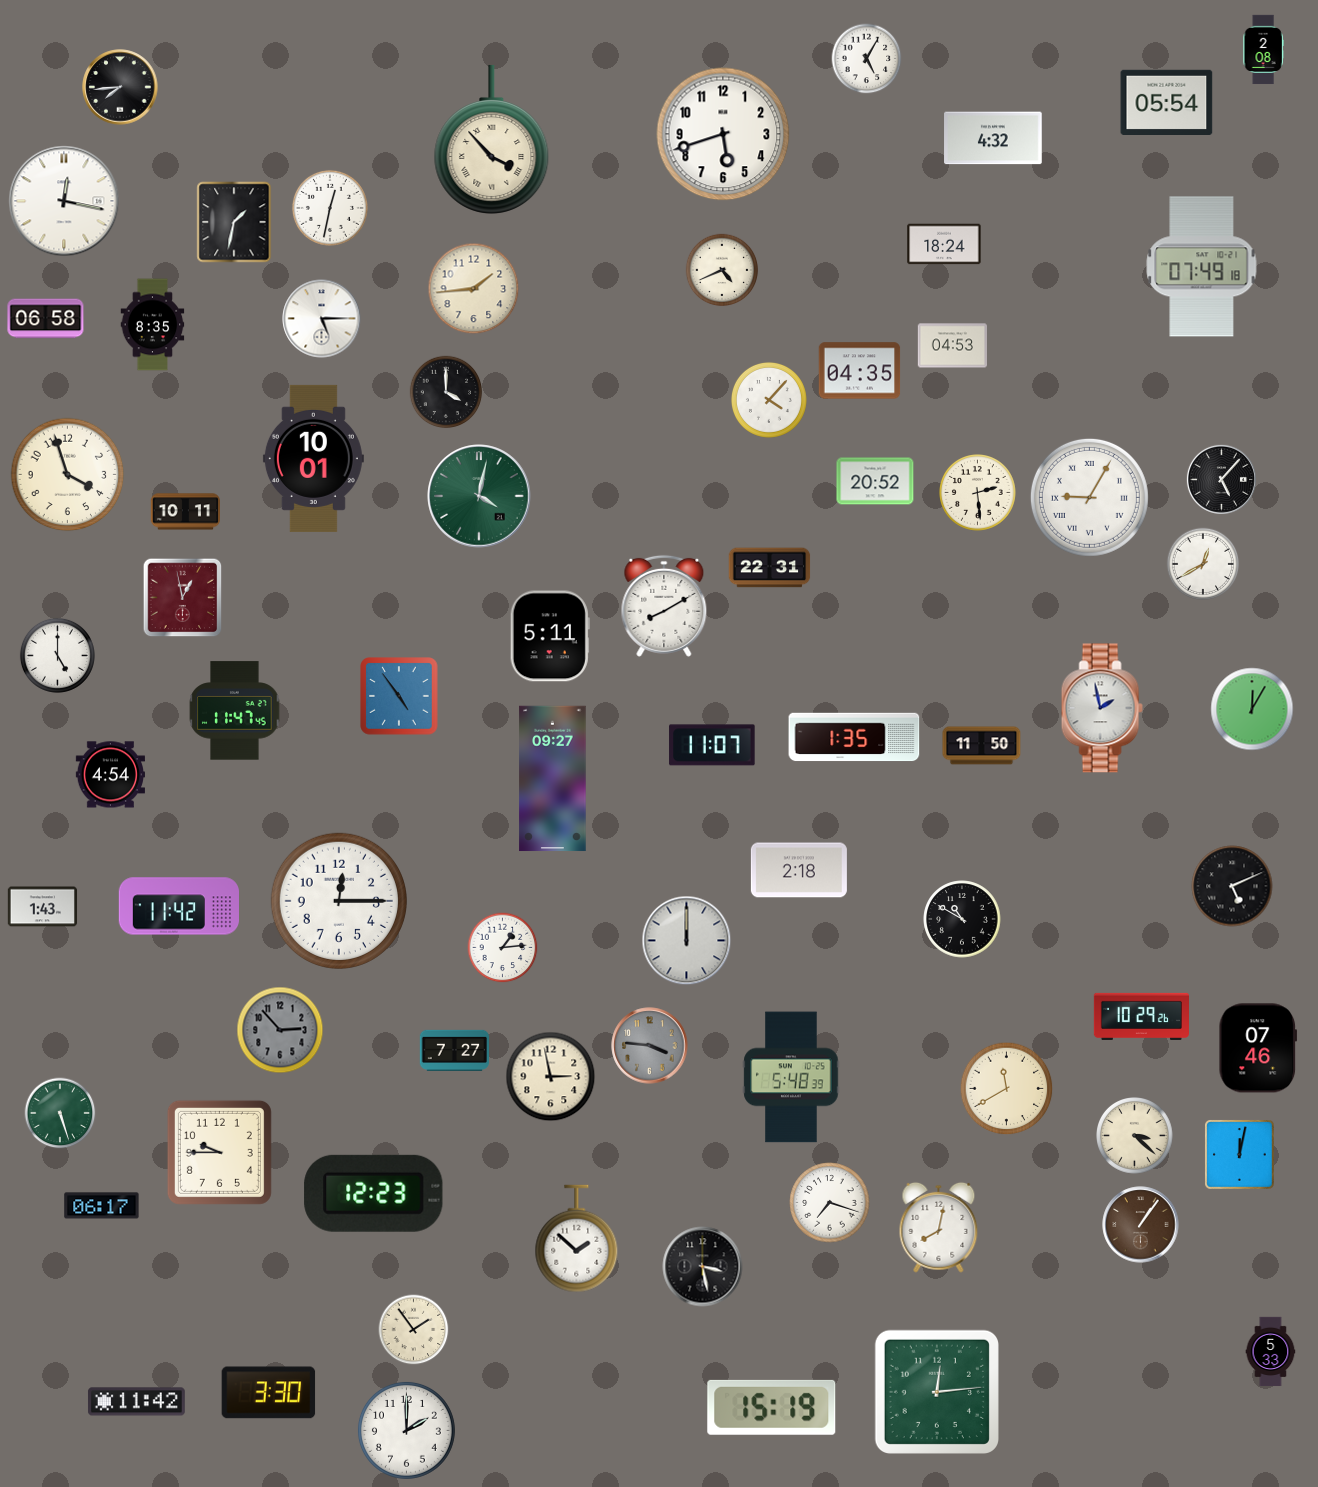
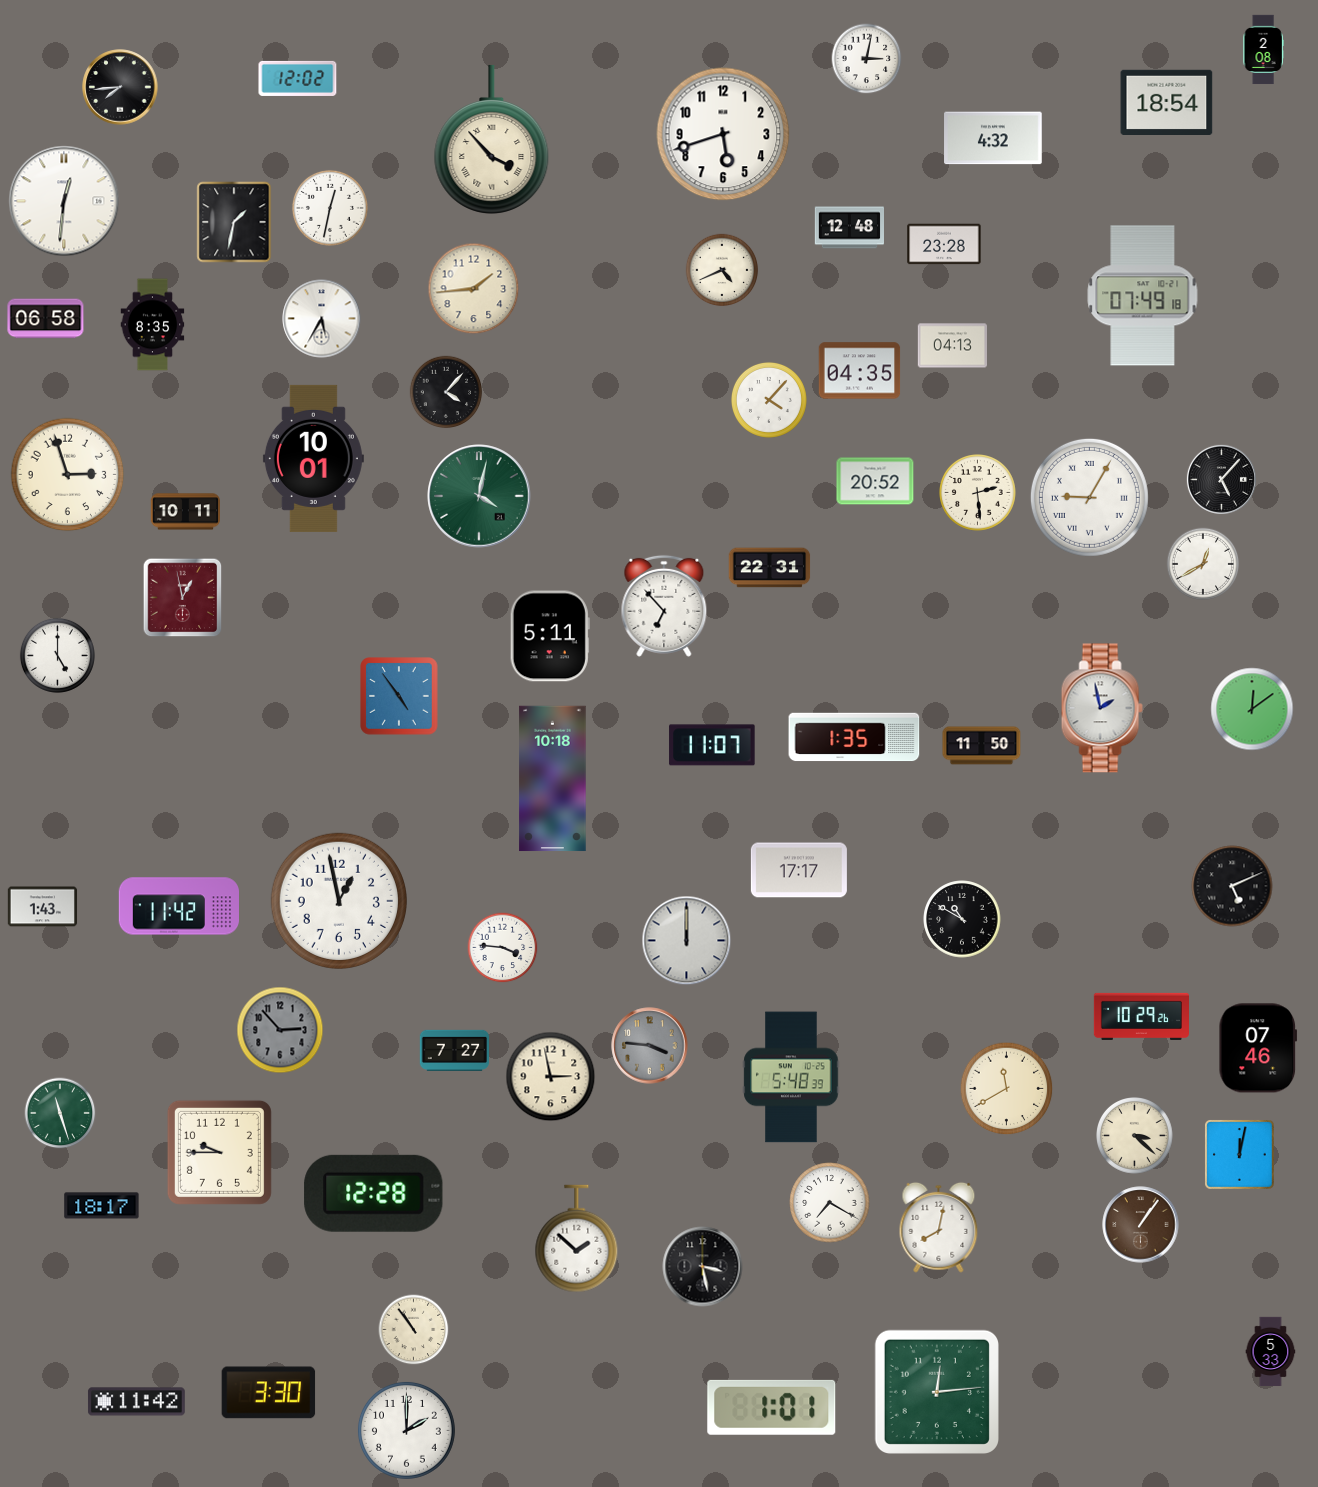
clock at (867, 59): 5:05 -> 3:02
clock at (298, 78): none -> 12:02
clock at (1167, 102): 05:54 -> 18:54
clock at (64, 201): 12:17 -> 12:31
clock at (849, 228): none -> 12:48
clock at (944, 244): 18:24 -> 23:28
clock at (1202, 267) position: (1202, 267) -> (1143, 296)
clock at (322, 319): 5:15 -> 5:35
clock at (952, 346): 04:53 -> 04:13
clock at (446, 392): 4:00 -> 4:07
clock at (68, 475): 3:57 -> 2:57
clock at (664, 606): 8:10 -> 6:53
clock at (1252, 709): 12:05 -> 12:09
clock at (235, 711): 11:47 -> none
clock at (110, 775): 4:54 -> none
clock at (553, 779): 09:27 -> 10:18
clock at (799, 870): 2:18 -> 17:17
clock at (339, 901): 12:15 -> 12:58
clock at (503, 948): 1:14 -> 3:46
clock at (60, 1113): 5:27 -> 11:27
clock at (374, 1193): 12:23 -> 12:28
clock at (830, 1203): 7:18 -> 7:20
clock at (102, 1206): 06:17 -> 18:17
clock at (414, 1330): 1:54 -> 10:54
clock at (772, 1407): 15:19 -> 1:01
